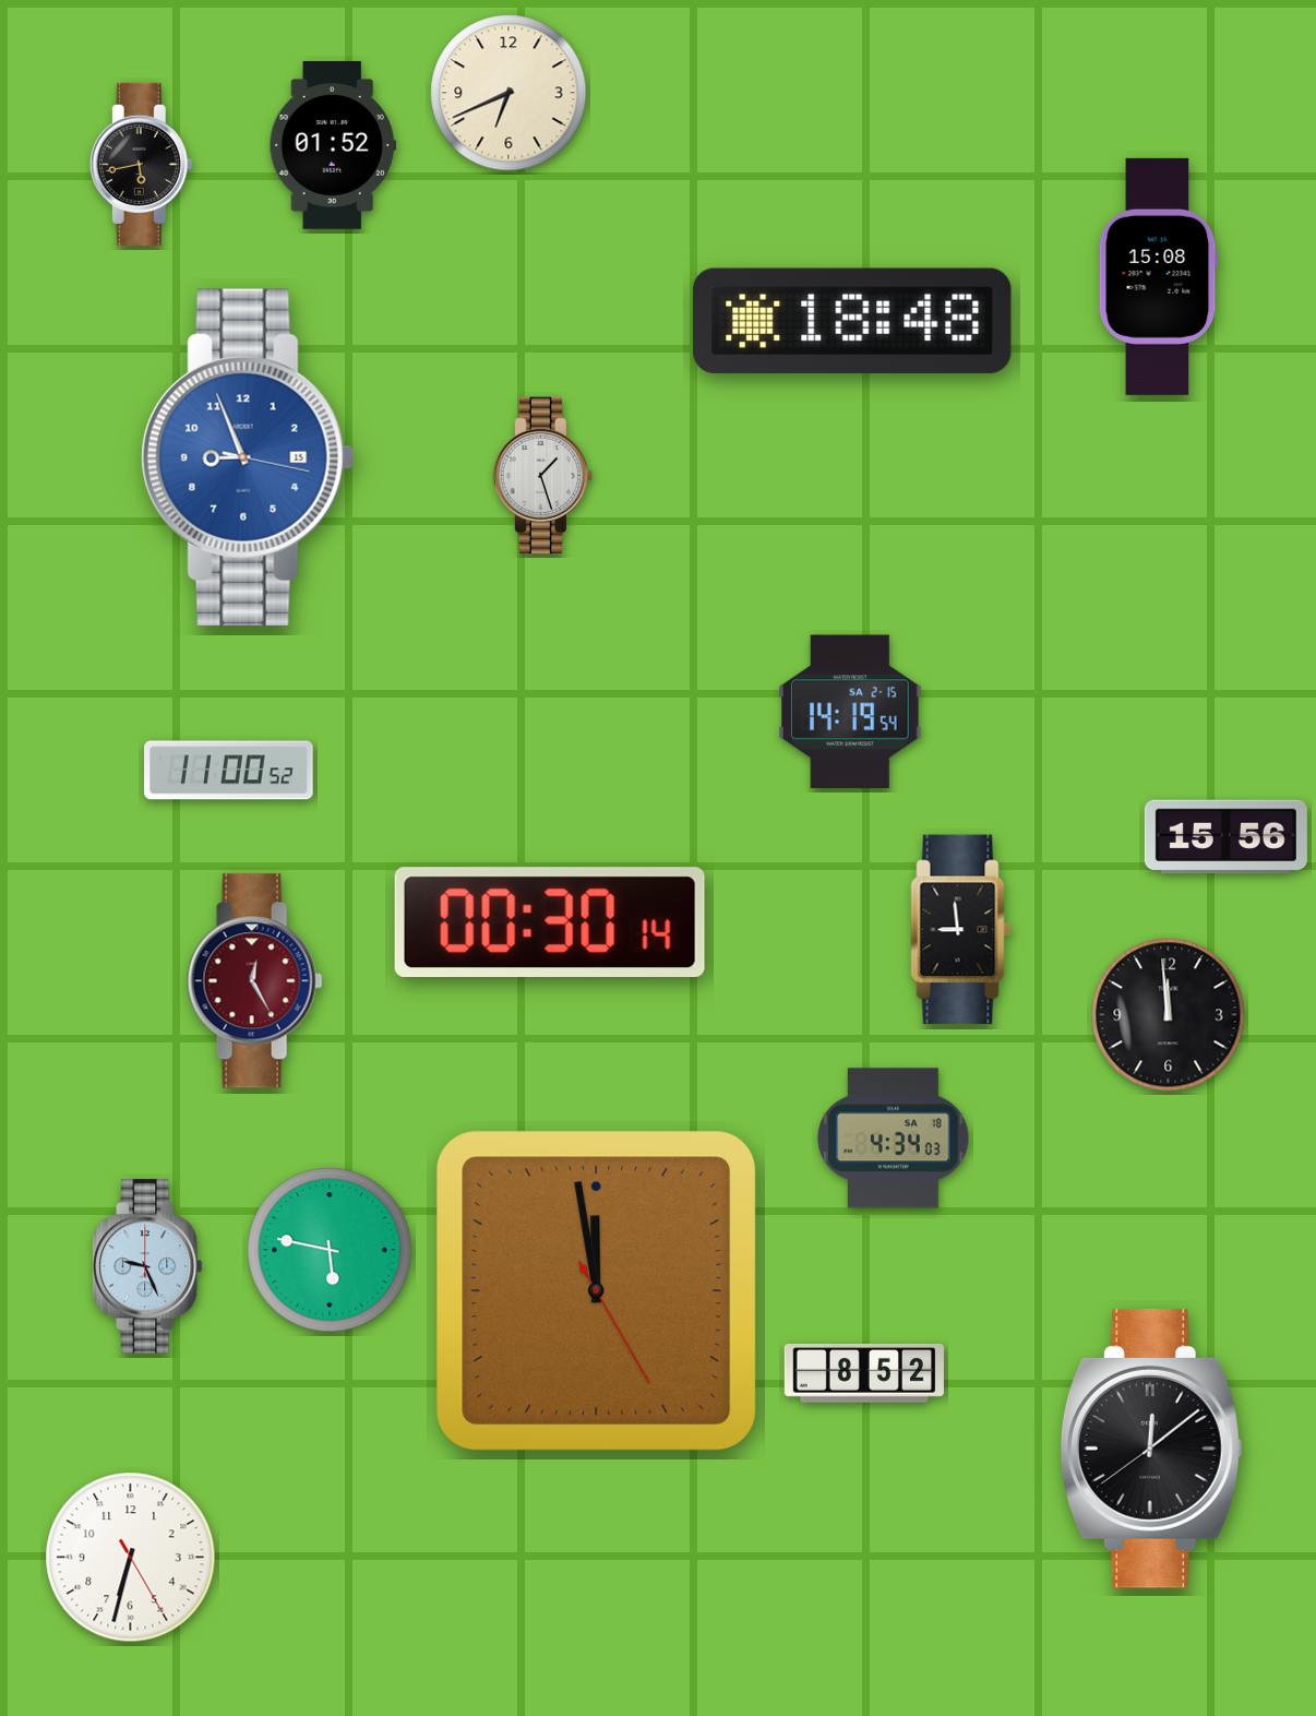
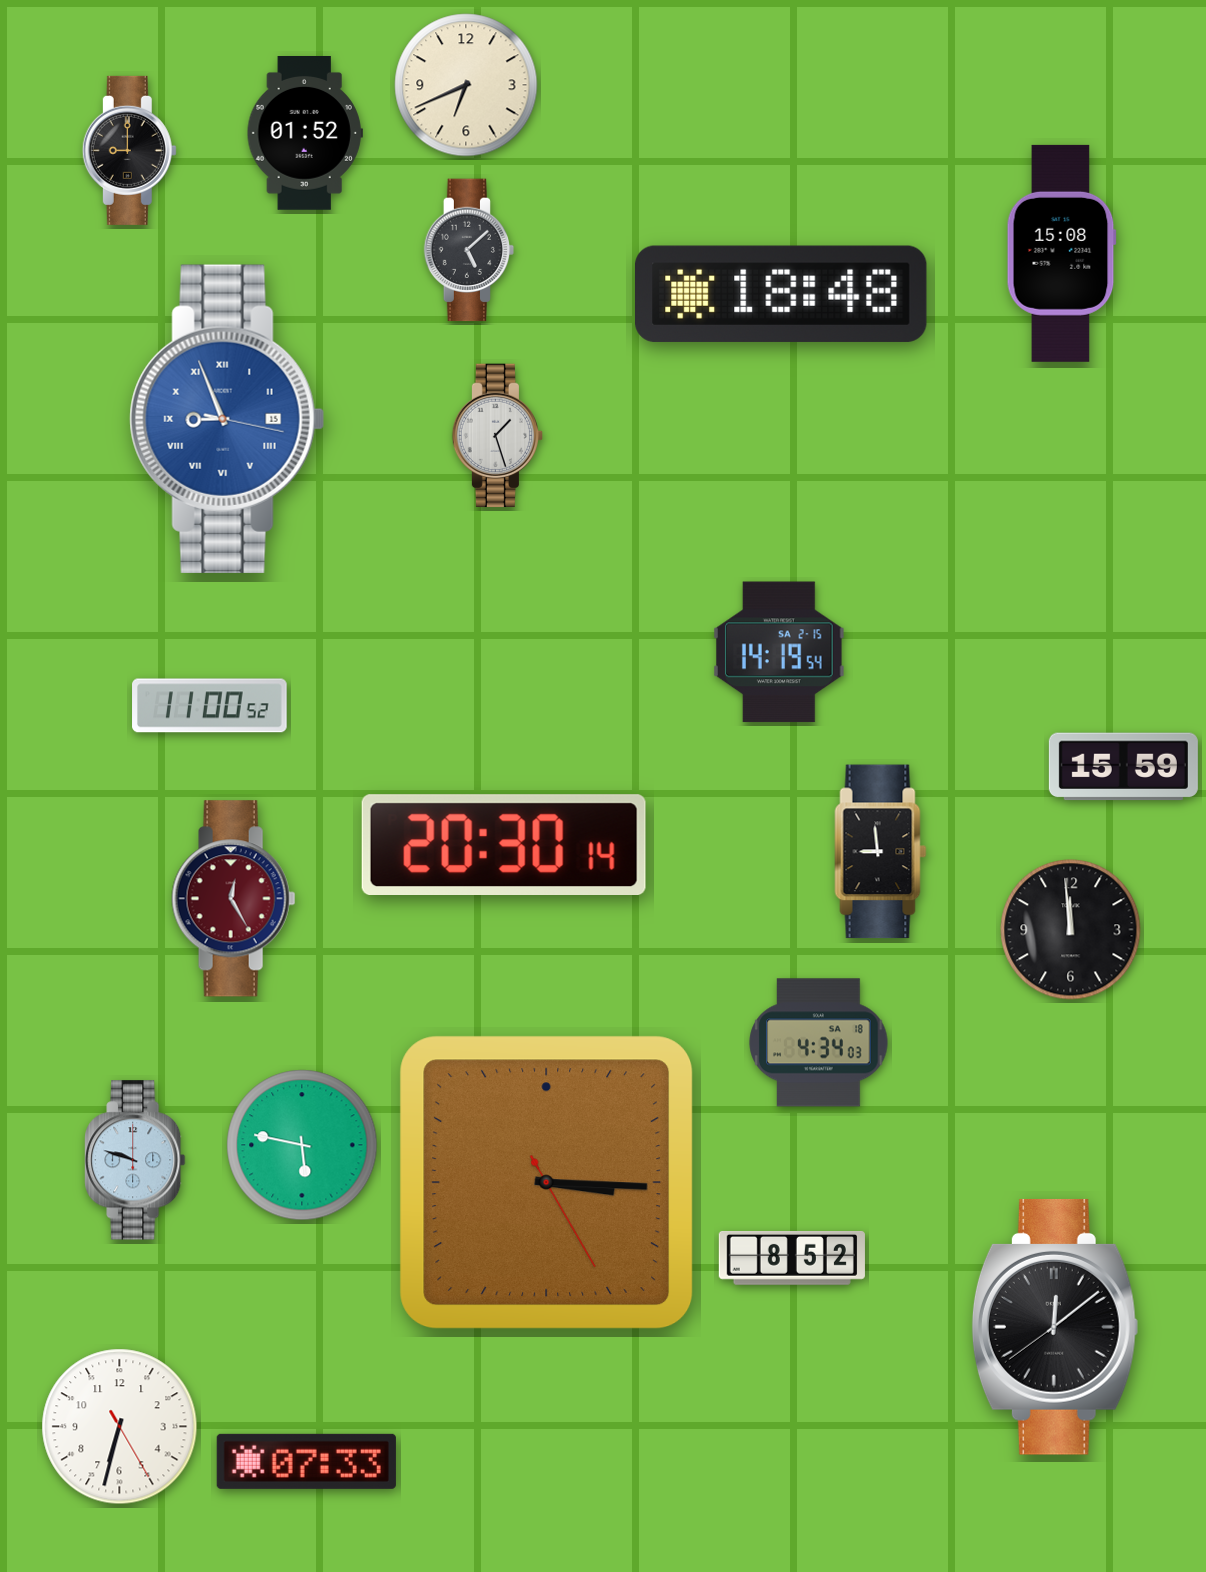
clock at (141, 164): 5:43 -> 9:00
clock at (469, 250): none -> 5:08
clock at (248, 457) numerals: Arabic -> Roman
clock at (1225, 837): 15:56 -> 15:59
clock at (550, 921): 00:30 -> 20:30
clock at (147, 1266): 9:26 -> 9:48
clock at (597, 1291): 11:58 -> 3:15
clock at (306, 1461): none -> 07:33
